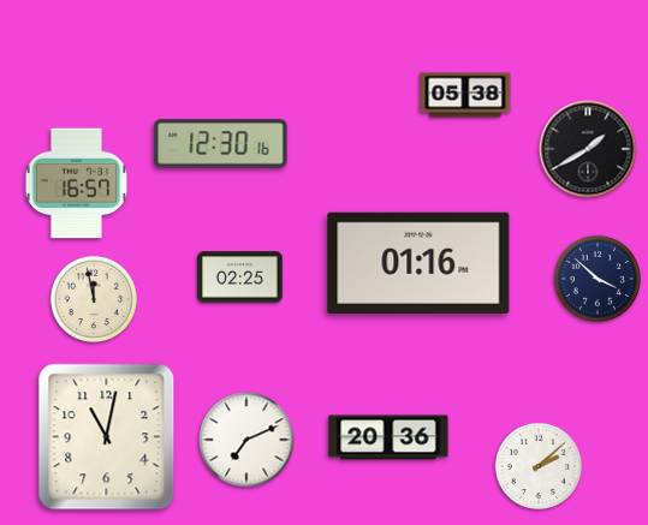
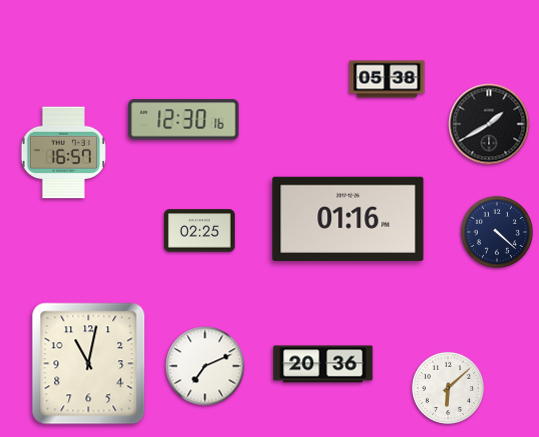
clock at (598, 279): 3:52 -> 4:22
clock at (94, 299): 11:58 -> none
clock at (539, 466): 2:08 -> 6:08
